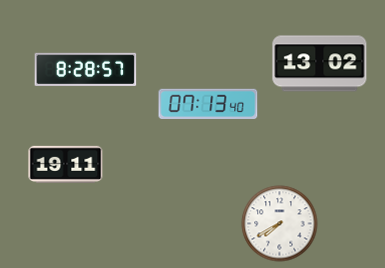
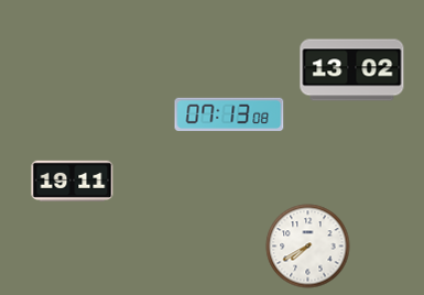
clock at (86, 69): 8:28 -> none
clock at (208, 104): 07:13:40 -> 07:13:08
